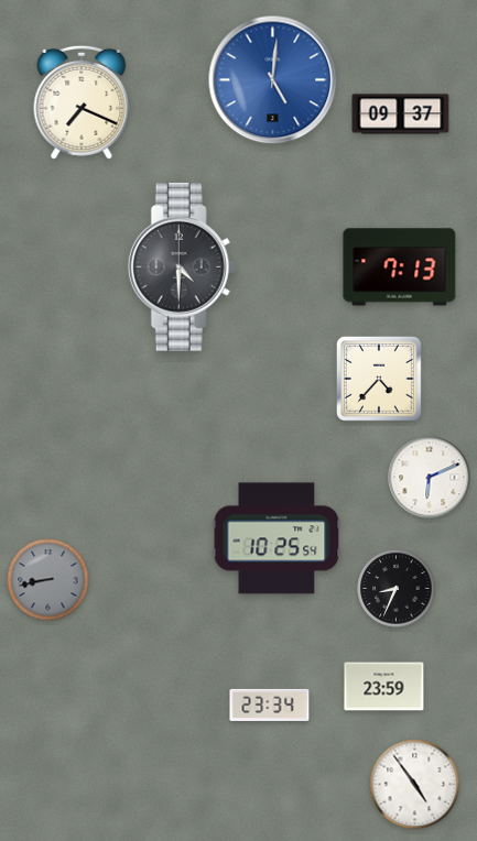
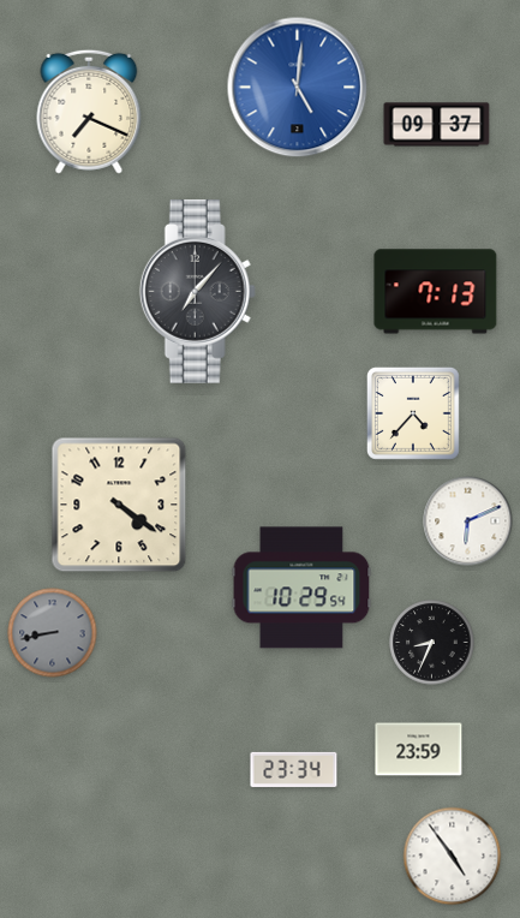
clock at (181, 266): 4:30 -> 7:07
clock at (119, 505): none -> 4:21
clock at (277, 538): 10:25 -> 10:29
